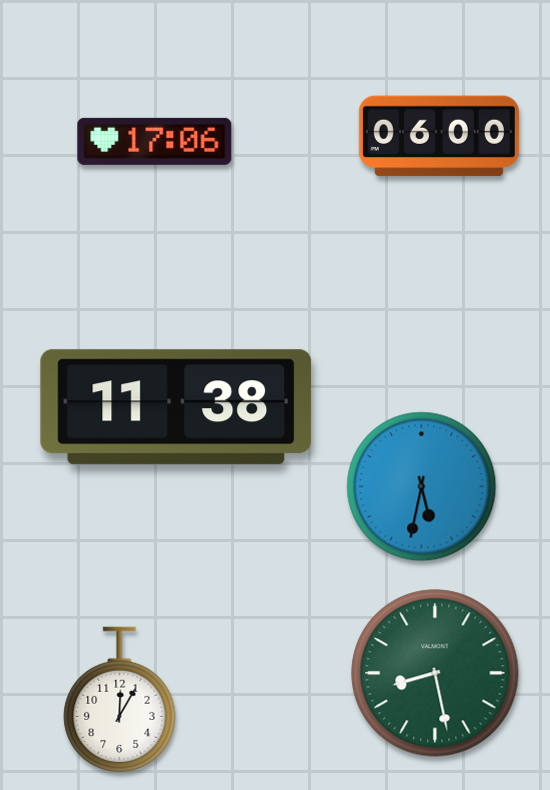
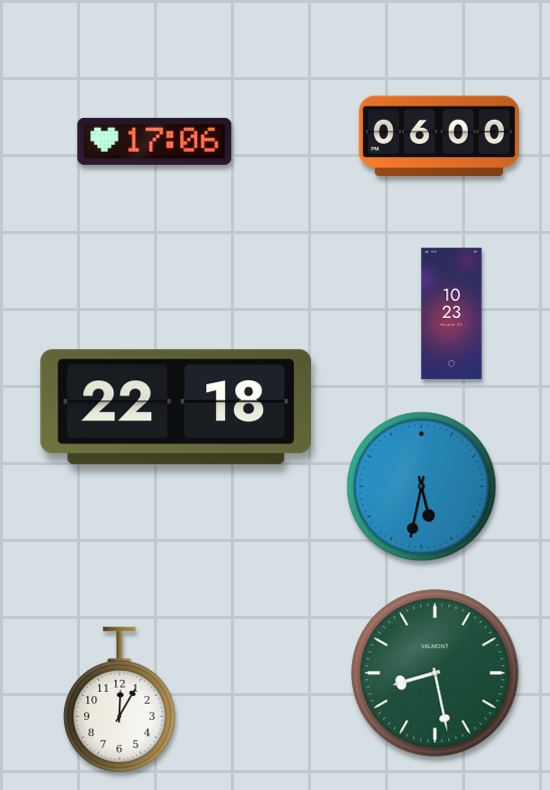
clock at (452, 314): none -> 10:23
clock at (176, 407): 11:38 -> 22:18
